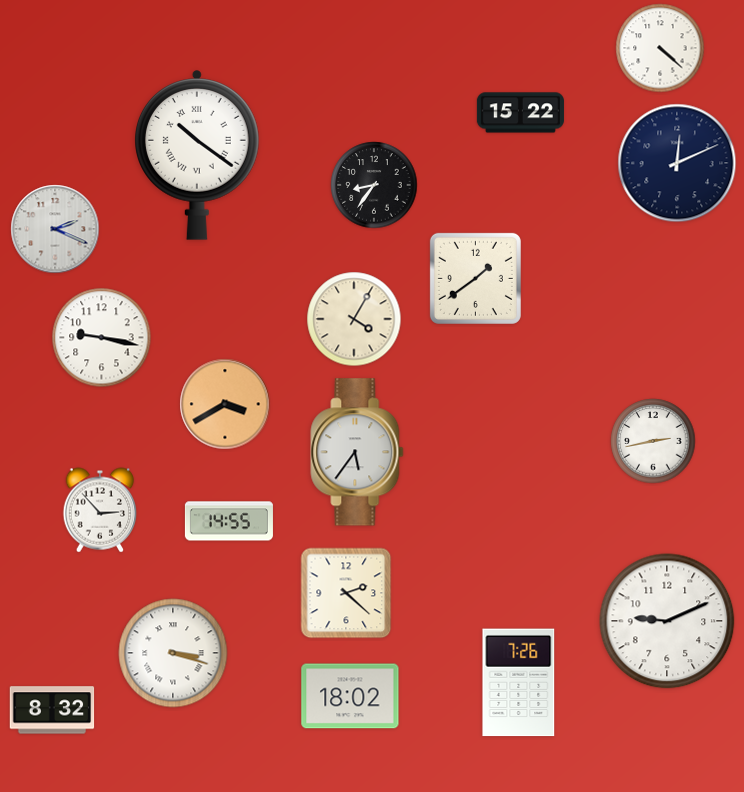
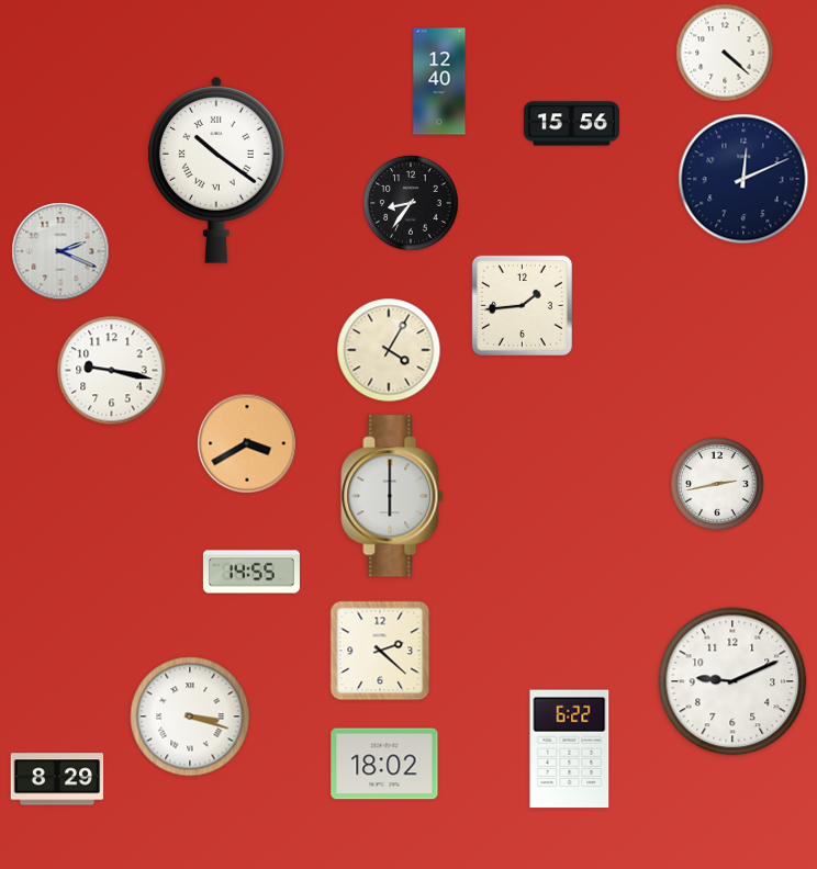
clock at (439, 81): none -> 12:40
clock at (520, 113): 15:22 -> 15:56
clock at (475, 278): 1:39 -> 1:44
clock at (357, 452): 5:36 -> 6:00
clock at (100, 510): 2:53 -> none
clock at (519, 683): 7:26 -> 6:22
clock at (52, 710): 8:32 -> 8:29
